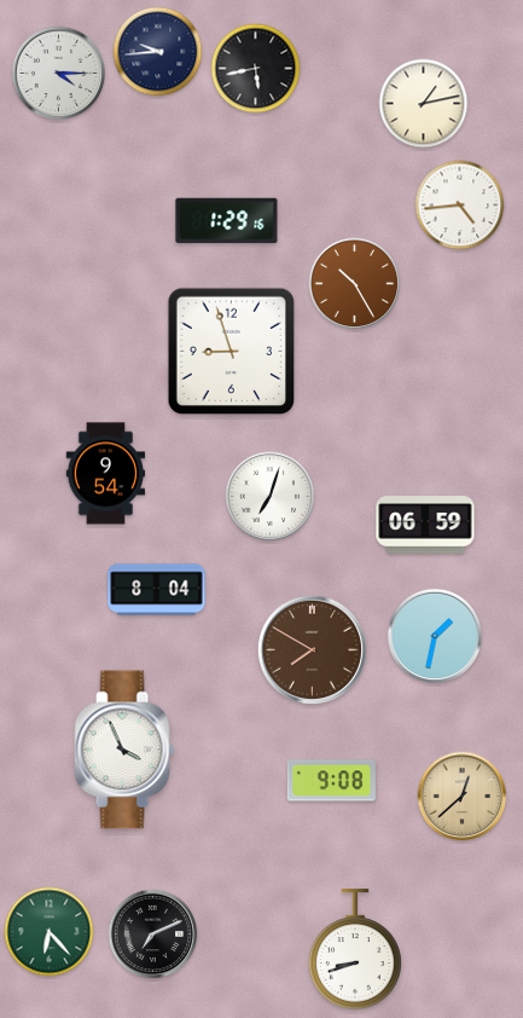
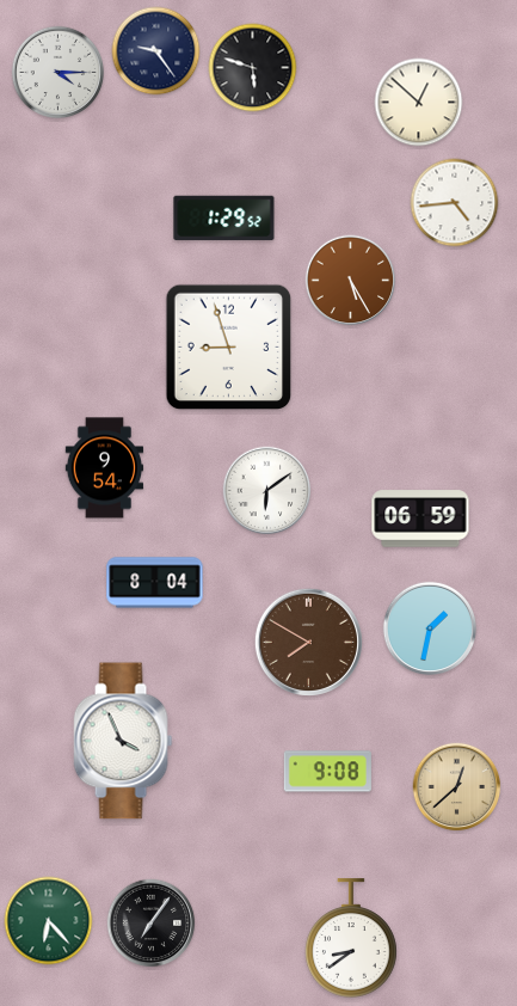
clock at (158, 52): 9:44 -> 9:24
clock at (256, 69): 5:43 -> 5:48
clock at (424, 104): 1:13 -> 12:52
clock at (227, 221): 1:29:16 -> 1:29:52
clock at (355, 284): 10:25 -> 5:25
clock at (271, 497): 7:03 -> 6:09
clock at (153, 935): 7:11 -> 7:06
clock at (355, 949): 8:42 -> 8:39
